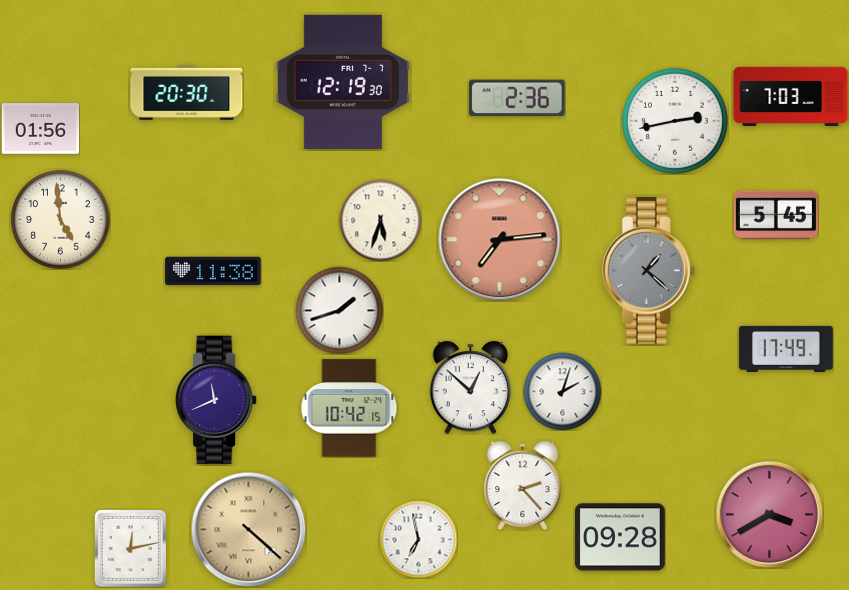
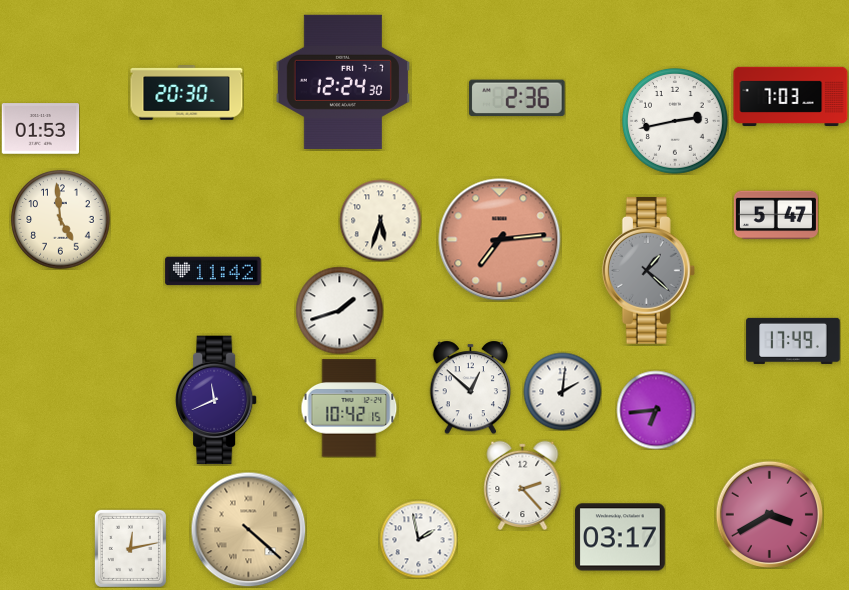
clock at (343, 82): 12:19 -> 12:24
clock at (40, 129): 01:56 -> 01:53
clock at (776, 215): 5:45 -> 5:47
clock at (213, 271): 11:38 -> 11:42
clock at (786, 349) position: (786, 349) -> (793, 341)
clock at (562, 391): 2:03 -> 2:01
clock at (656, 410): none -> 6:44
clock at (621, 537): 09:28 -> 03:17
clock at (418, 539): 6:58 -> 1:58
